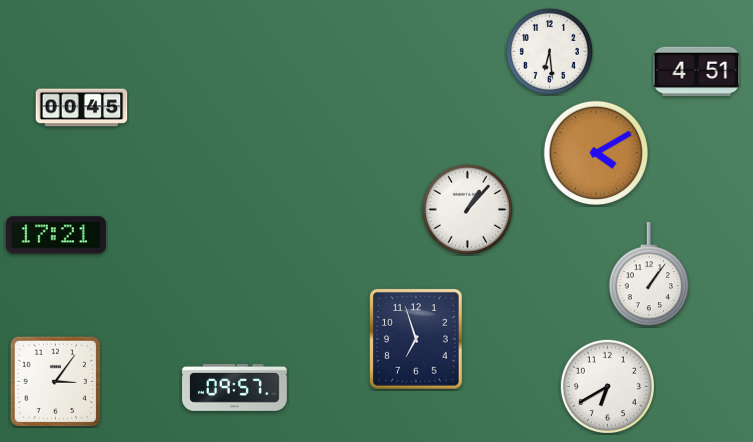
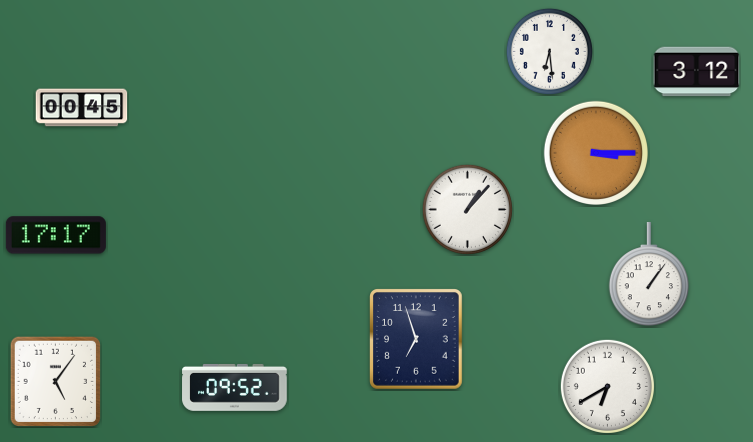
clock at (697, 72): 4:51 -> 3:12
clock at (595, 152): 4:10 -> 3:15
clock at (56, 235): 17:21 -> 17:17
clock at (55, 381): 3:06 -> 5:06
clock at (235, 387): 09:57 -> 09:52
